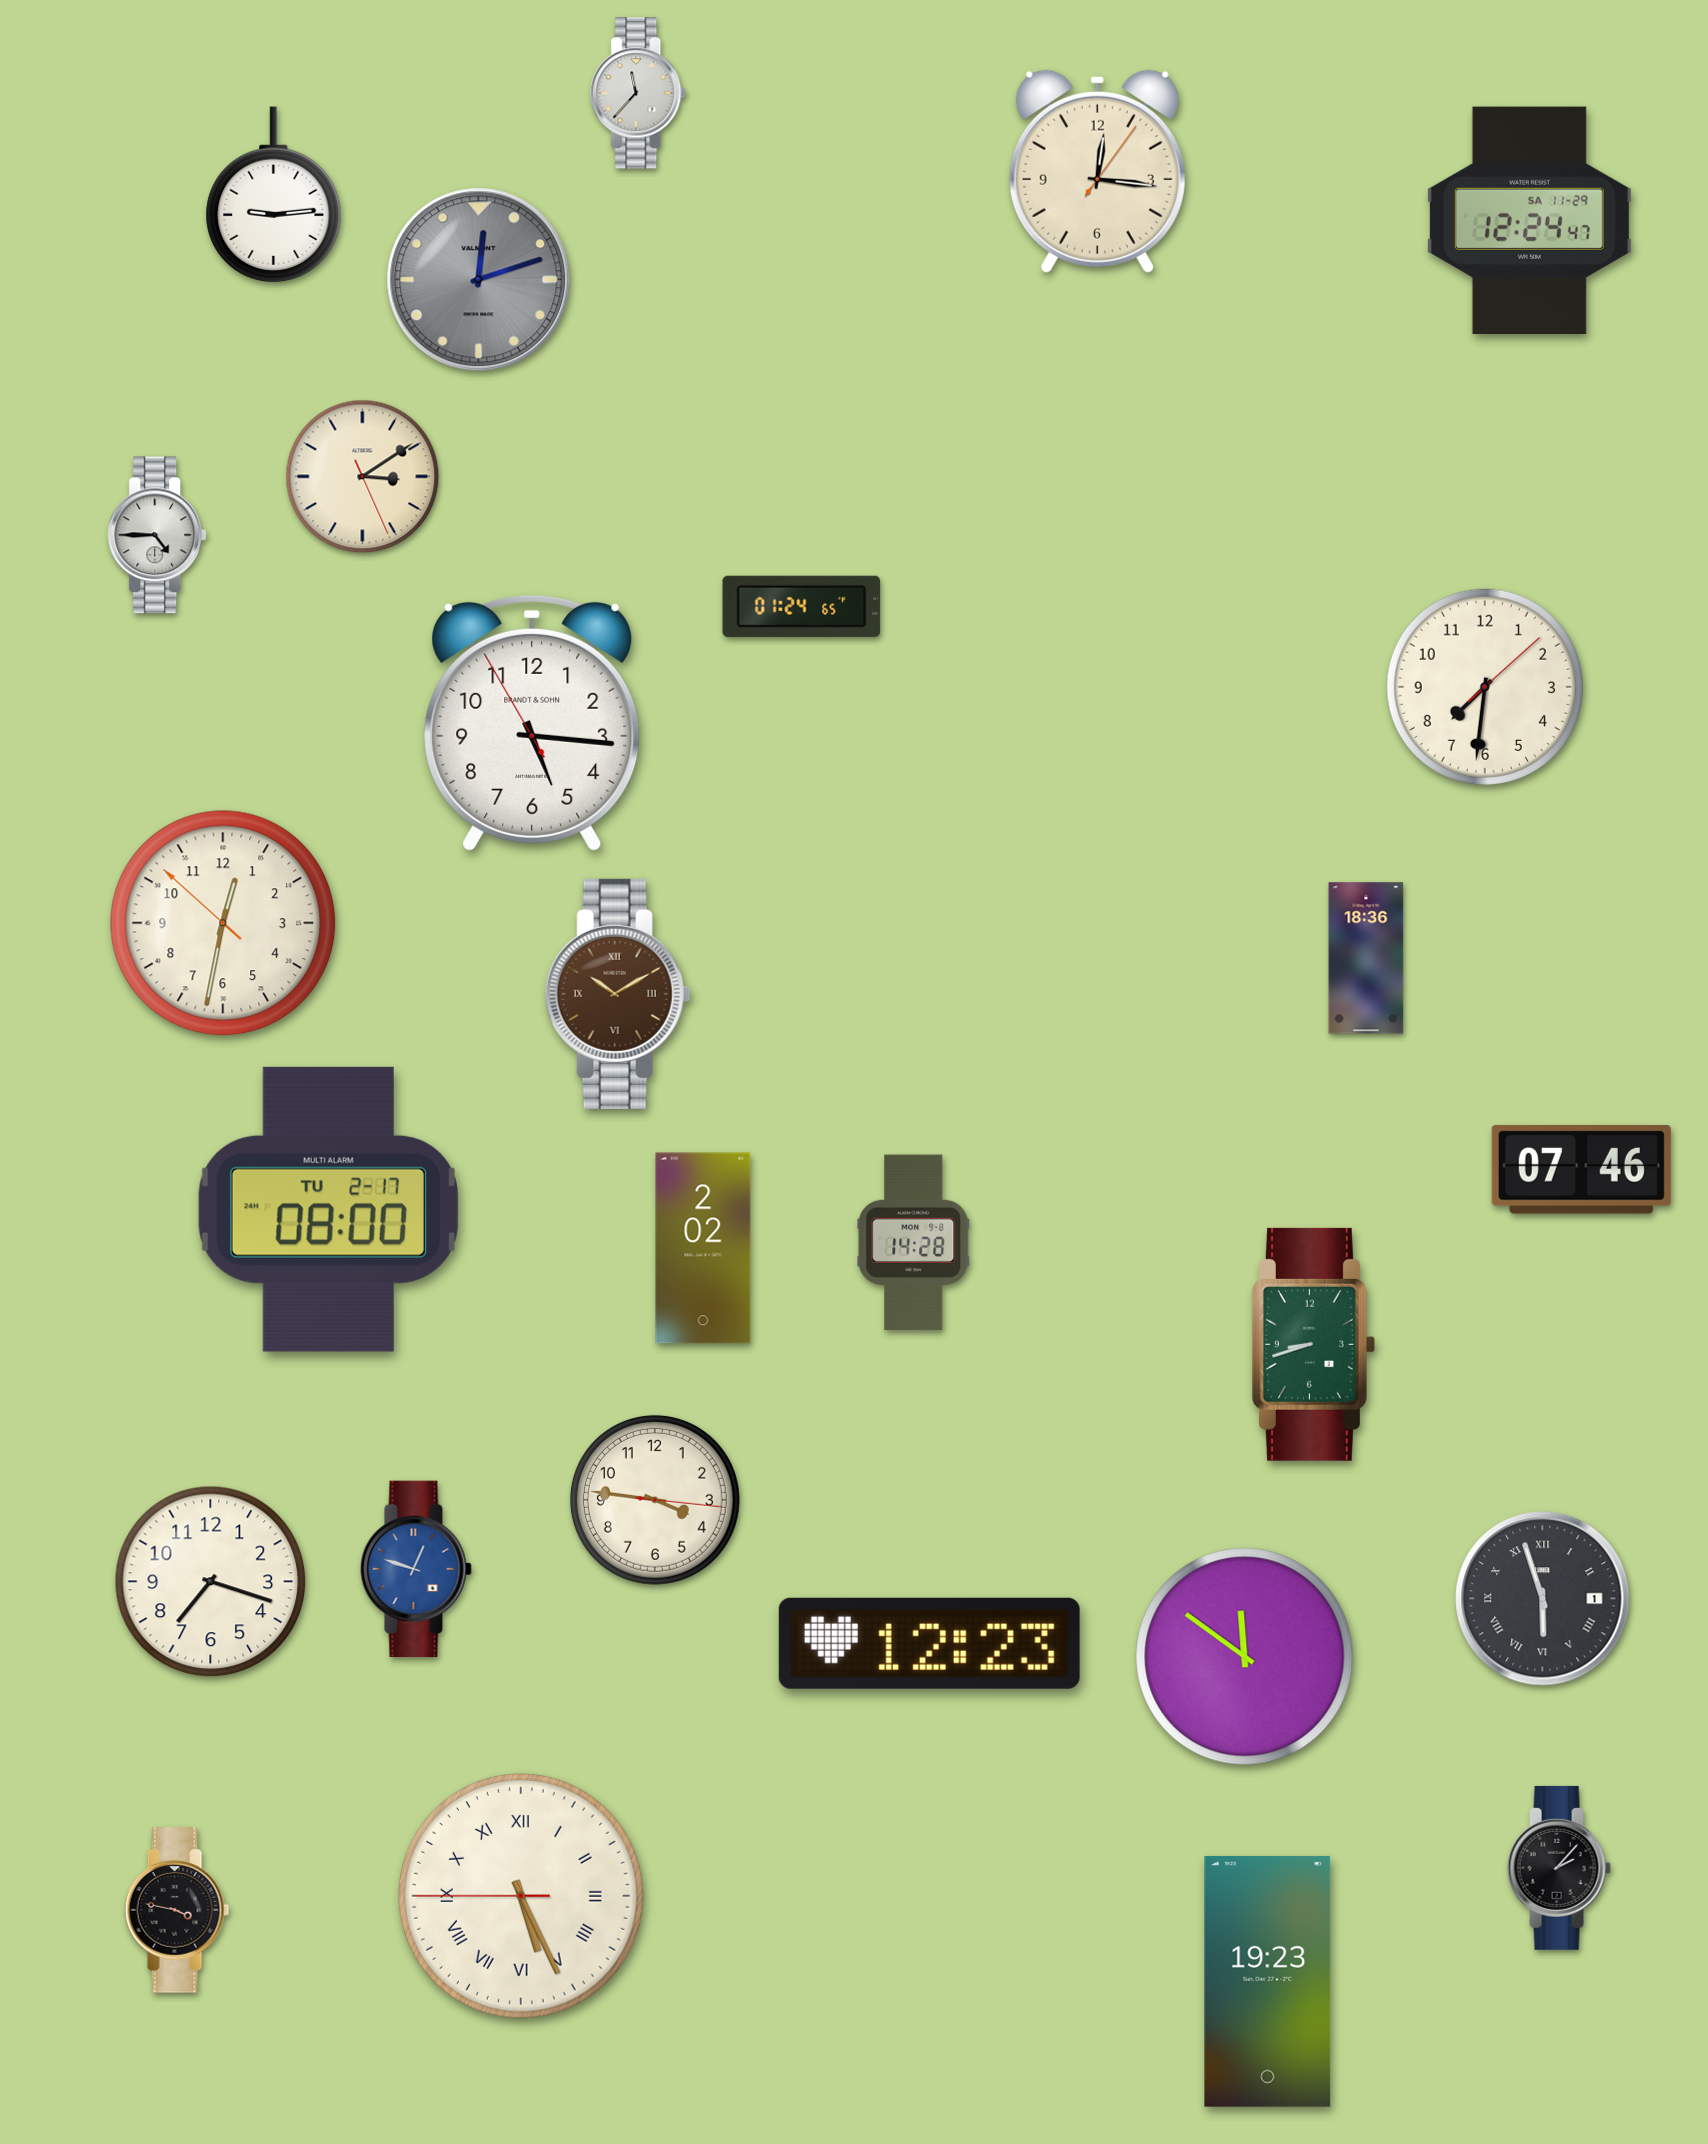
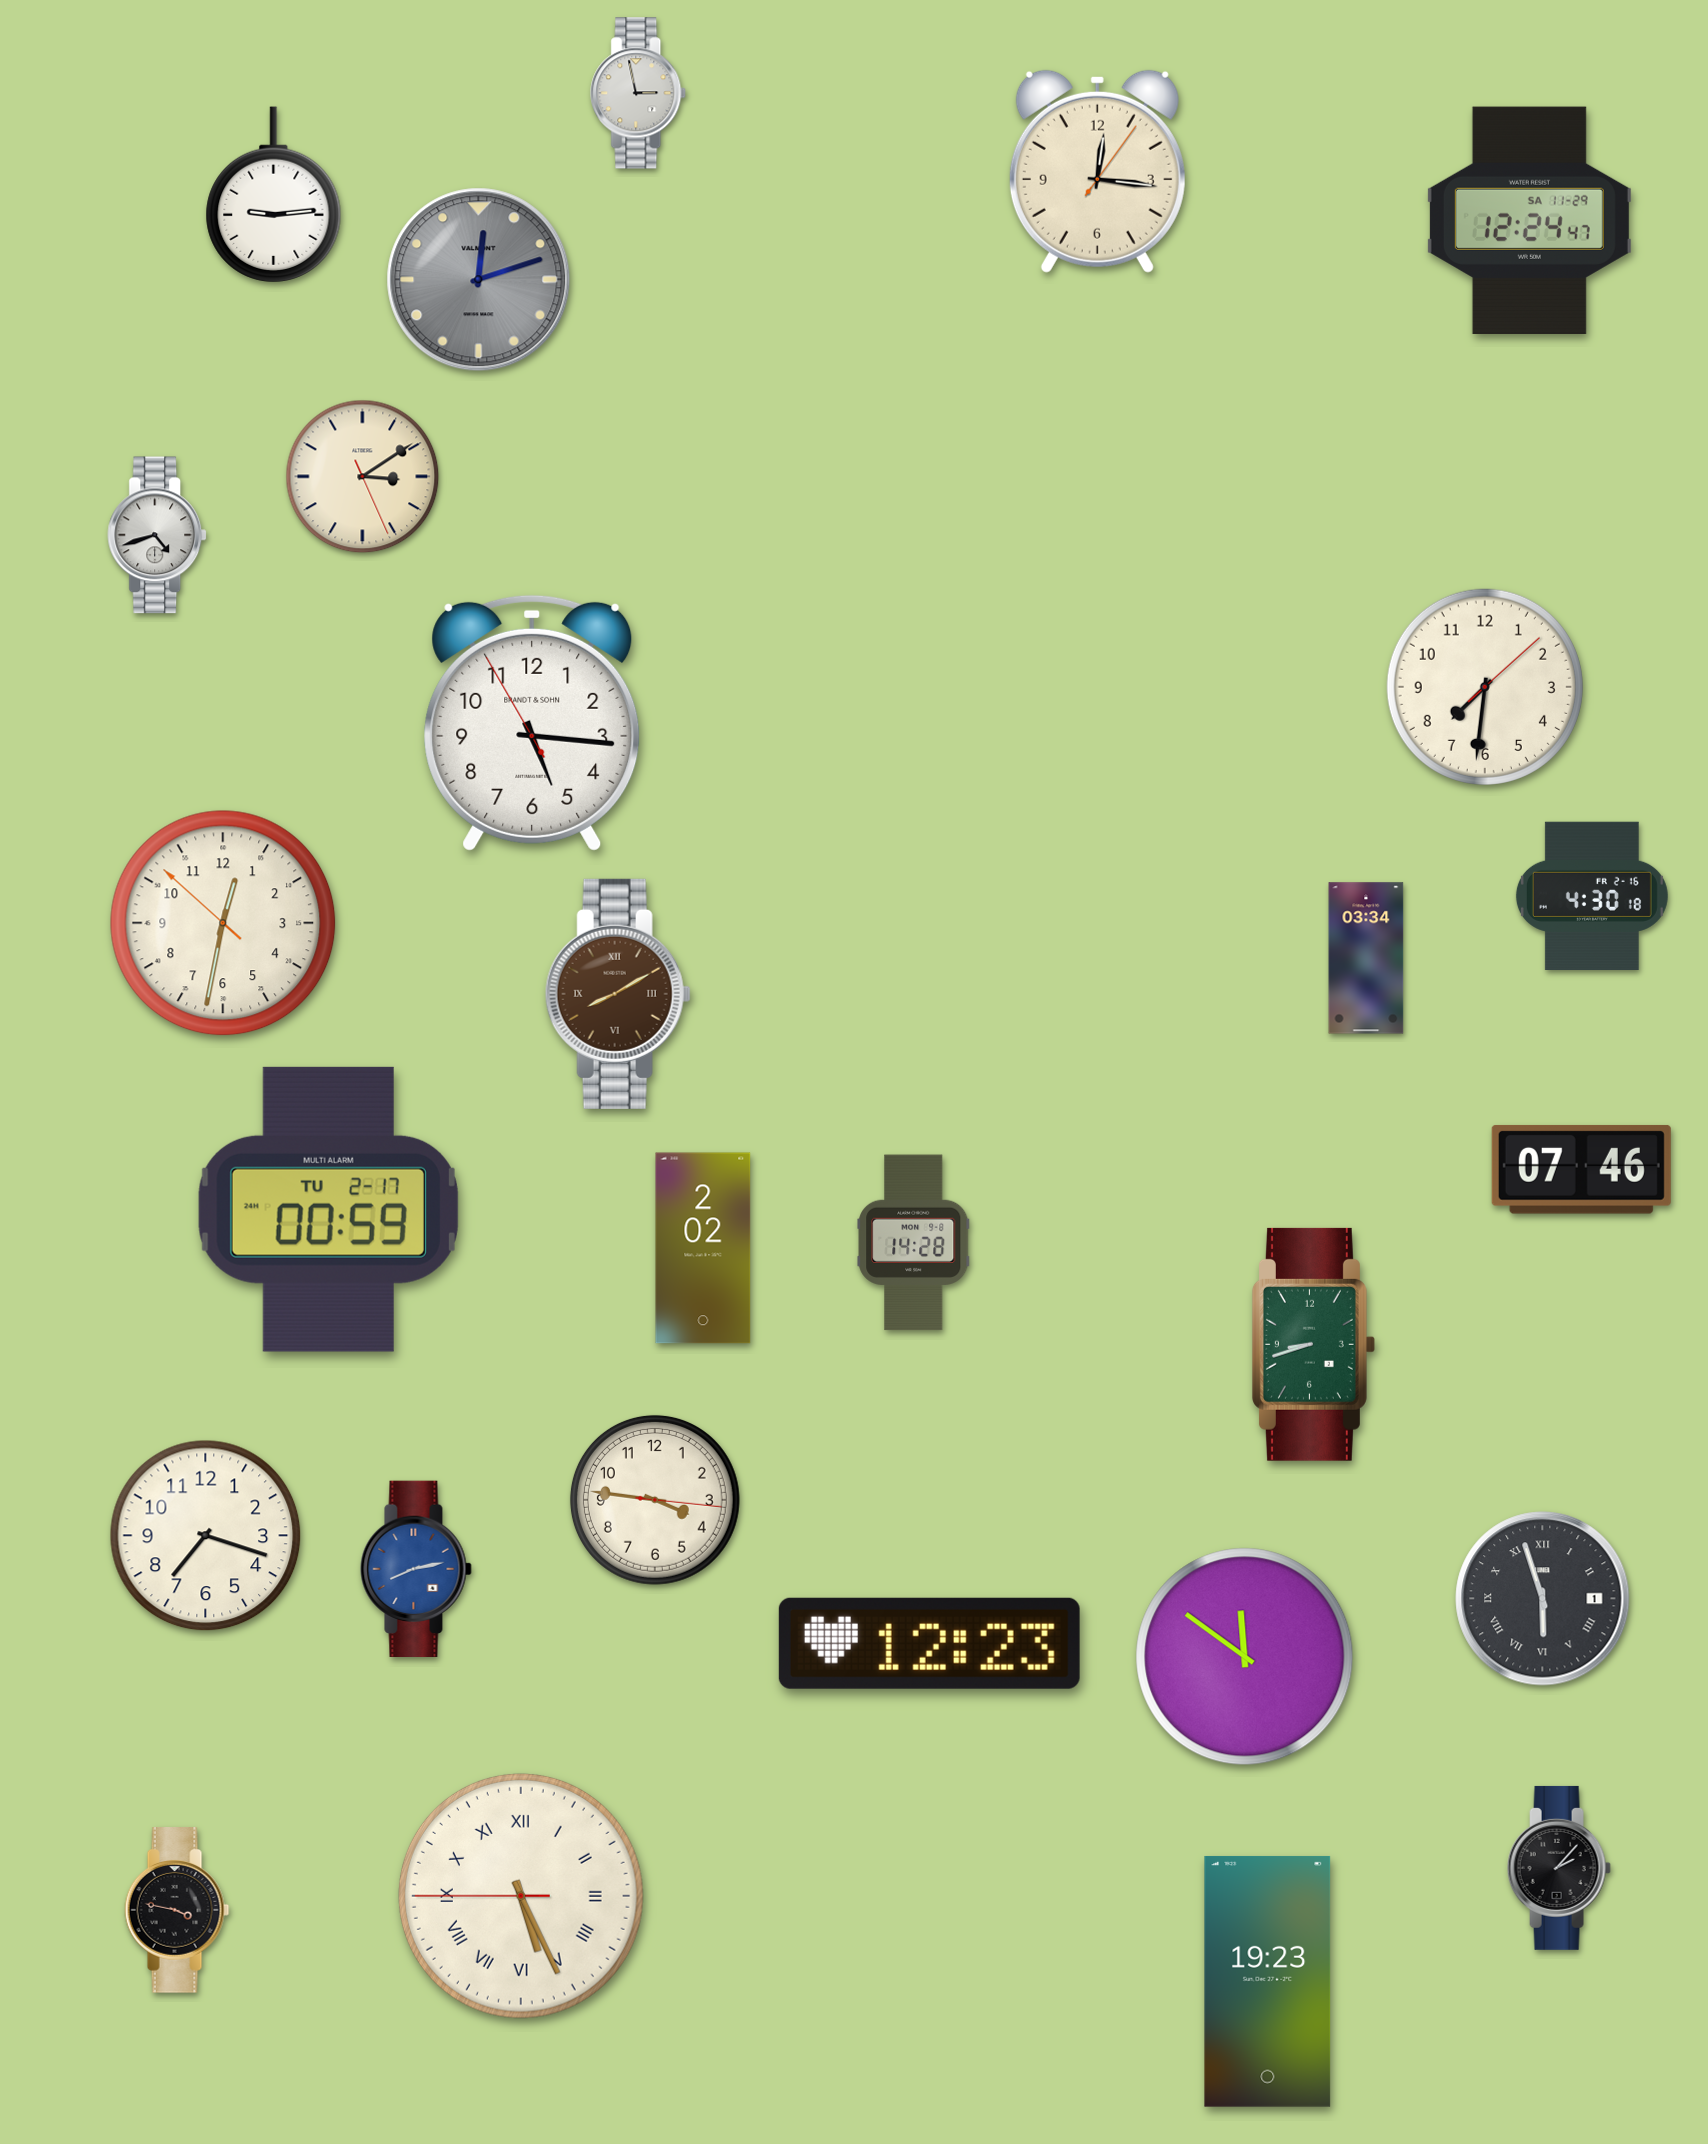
clock at (639, 93): 11:37 -> 2:58
clock at (158, 535): 4:45 -> 4:42
clock at (802, 606): 01:24 -> none
clock at (1592, 895): none -> 4:30
clock at (1366, 958): 18:36 -> 03:34
clock at (618, 994): 10:10 -> 8:10
clock at (328, 1209): 08:00 -> 00:59
clock at (416, 1568): 12:48 -> 8:13
clock at (211, 1582) position: (211, 1582) -> (206, 1536)
